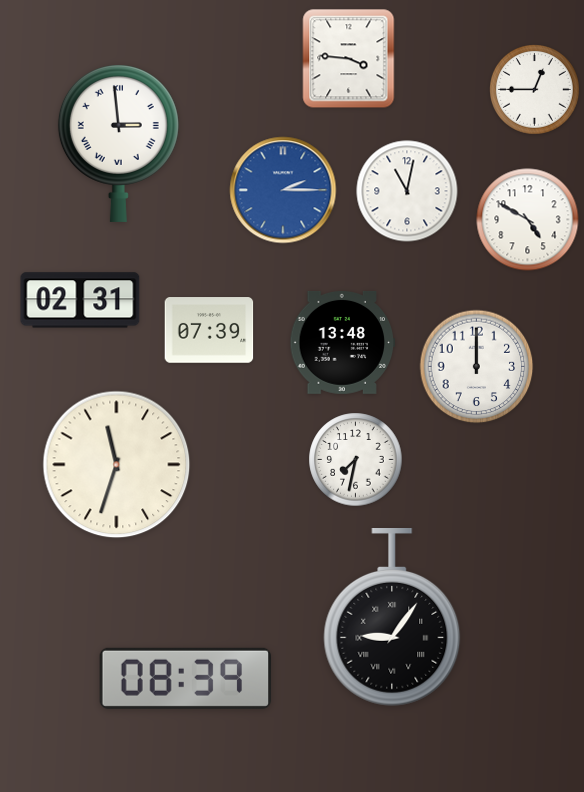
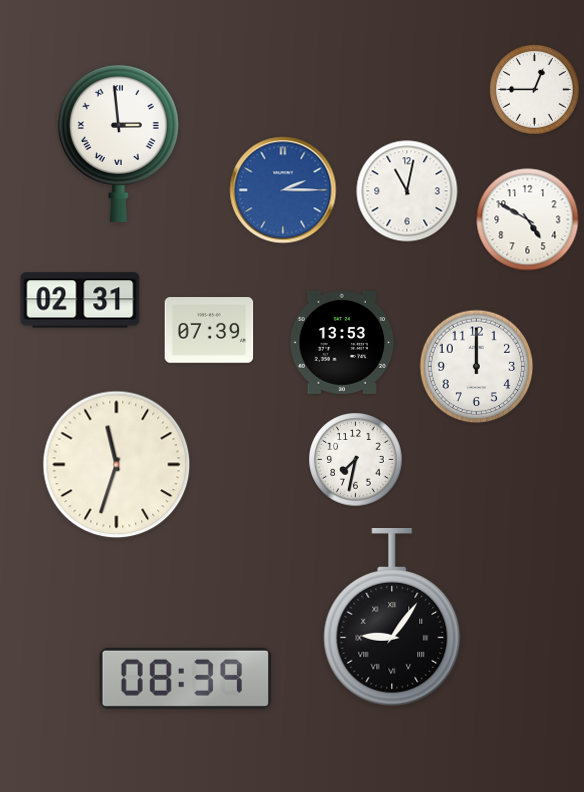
clock at (349, 59): 3:46 -> none
clock at (343, 342): 13:48 -> 13:53
